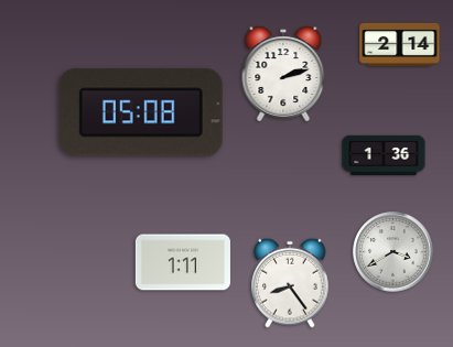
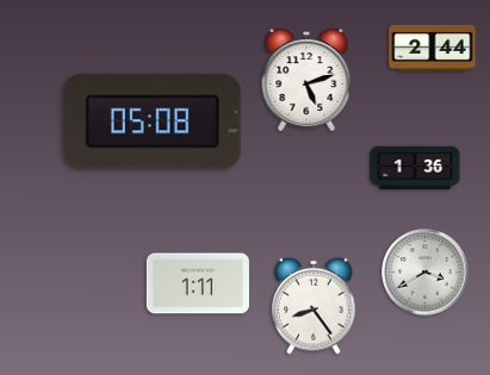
clock at (400, 44): 2:14 -> 2:44
clock at (283, 74): 2:12 -> 5:12
